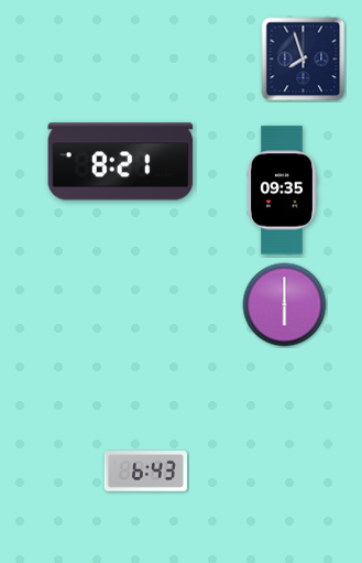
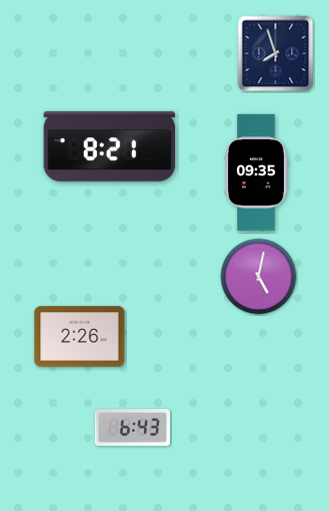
clock at (285, 305): 6:00 -> 5:02
clock at (80, 337): none -> 2:26
